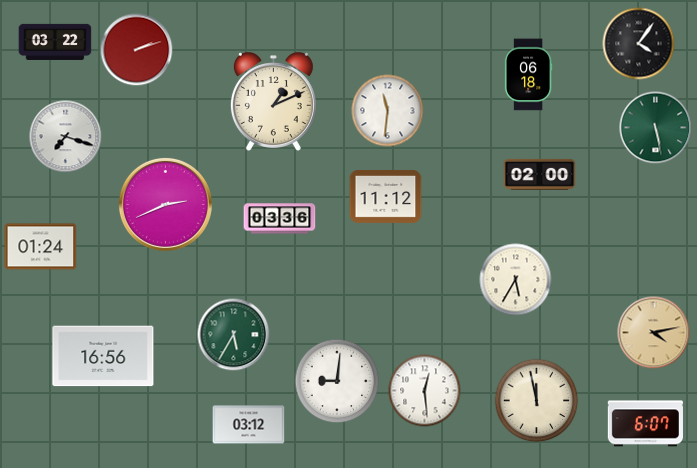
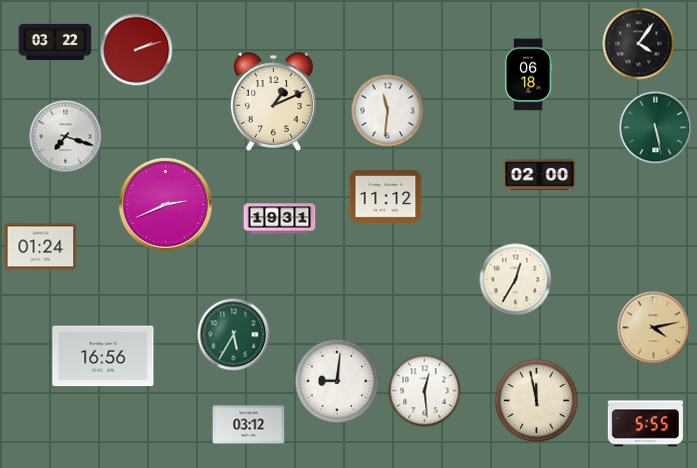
clock at (280, 219): 03:36 -> 19:31
clock at (516, 280): 5:35 -> 12:35
clock at (654, 333) position: (654, 333) -> (654, 328)
clock at (645, 424): 6:07 -> 5:55
